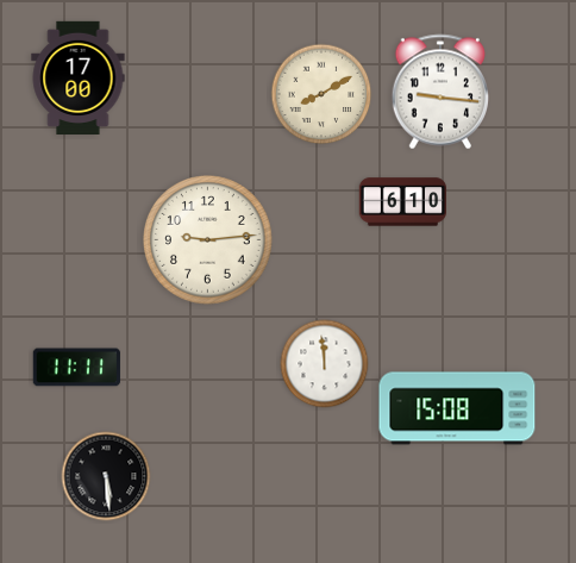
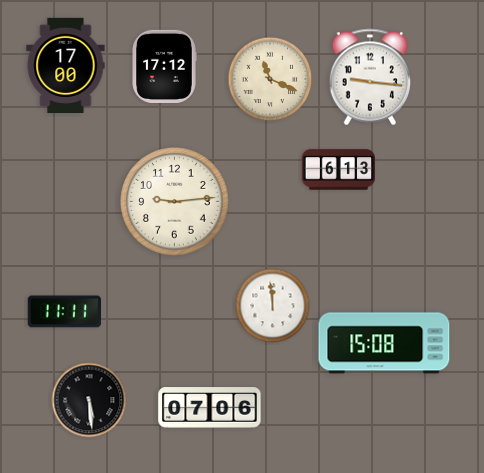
clock at (164, 66): none -> 17:12
clock at (321, 94): 8:10 -> 11:19
clock at (402, 202): 6:10 -> 6:13
clock at (76, 368) position: (76, 368) -> (64, 312)
clock at (210, 408): none -> 07:06
